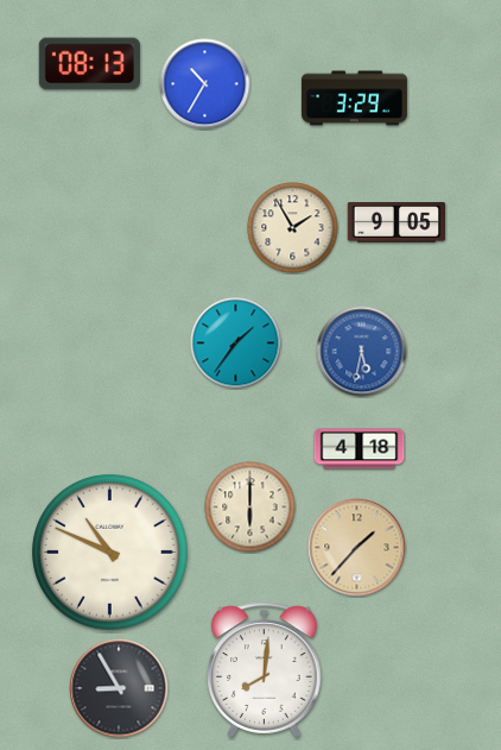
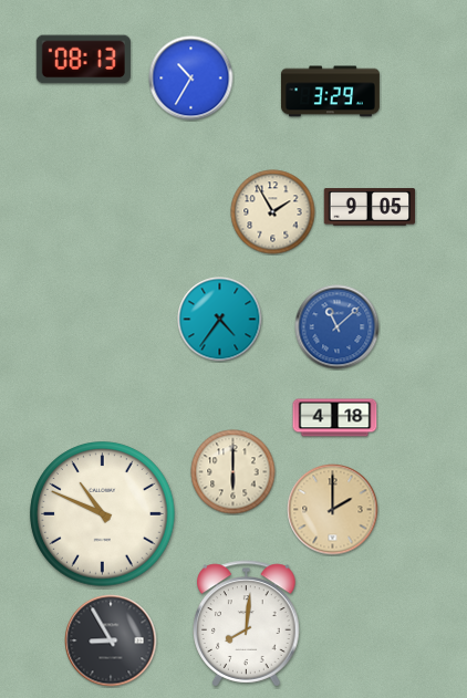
clock at (236, 344): 1:36 -> 4:36
clock at (362, 352): 5:32 -> 11:08
clock at (357, 548): 1:37 -> 2:00
